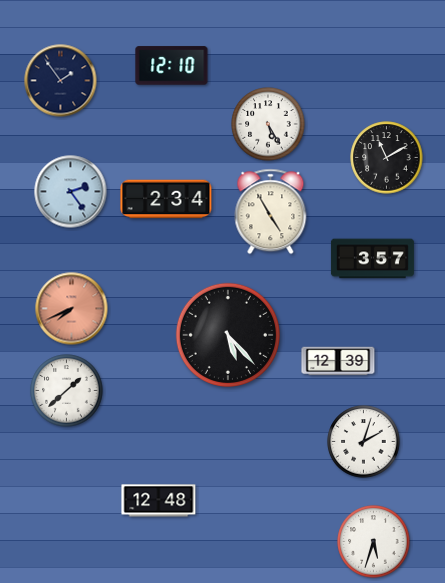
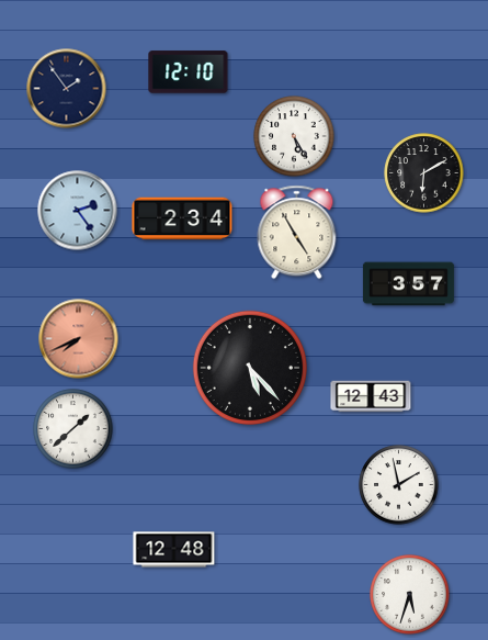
clock at (387, 158): 11:10 -> 6:10
clock at (338, 361): 12:39 -> 12:43
clock at (364, 442): 2:03 -> 1:58
